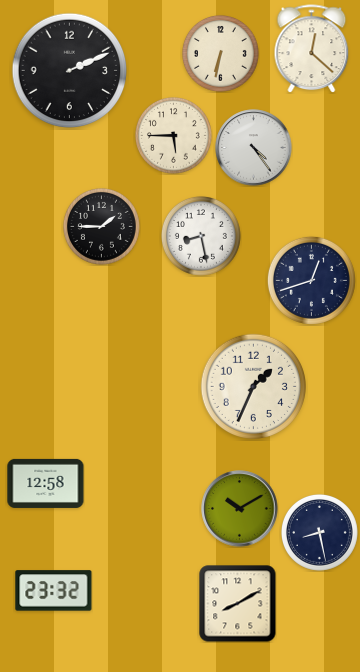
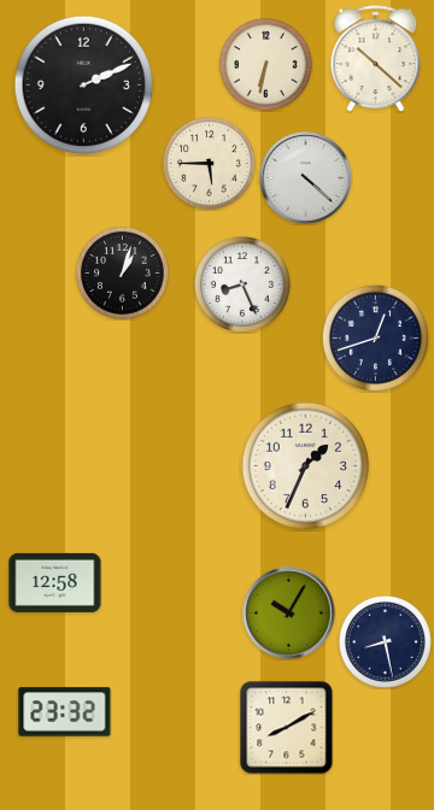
clock at (312, 48): 12:22 -> 10:22
clock at (254, 148): 4:24 -> 4:22
clock at (101, 226): 1:45 -> 1:03
clock at (201, 236): 8:28 -> 8:26
clock at (240, 509): 10:10 -> 10:05
